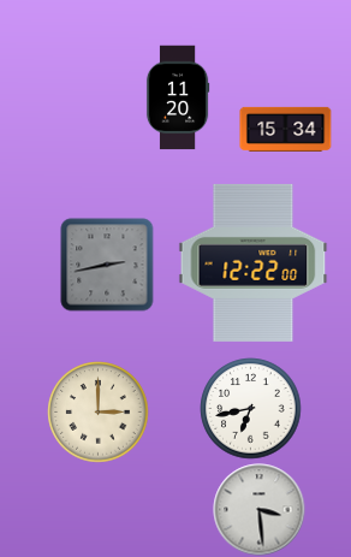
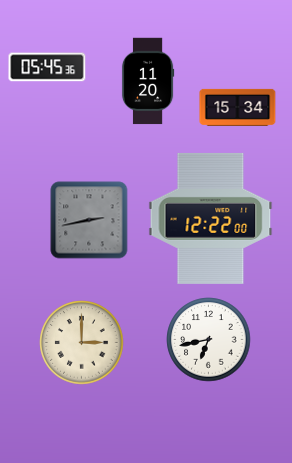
clock at (47, 67): none -> 05:45
clock at (260, 510): 3:29 -> none
